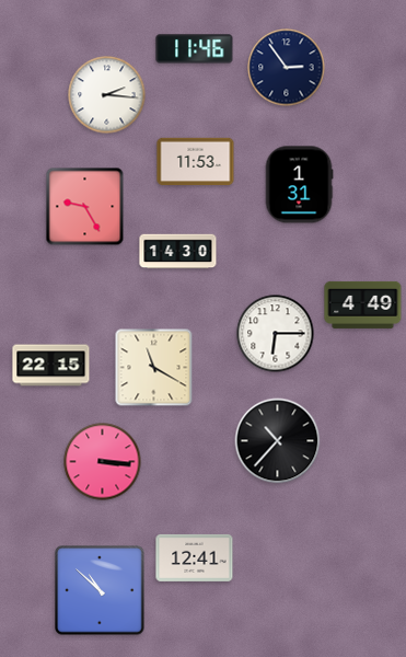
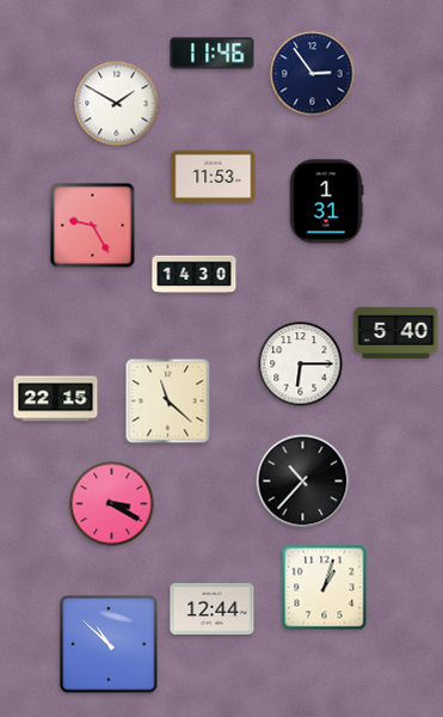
clock at (107, 95): 2:16 -> 1:50
clock at (363, 304): 4:49 -> 5:40
clock at (154, 368): 11:20 -> 11:22
clock at (103, 462): 3:16 -> 3:20
clock at (325, 588): none -> 1:03
clock at (195, 557): 12:41 -> 12:44
